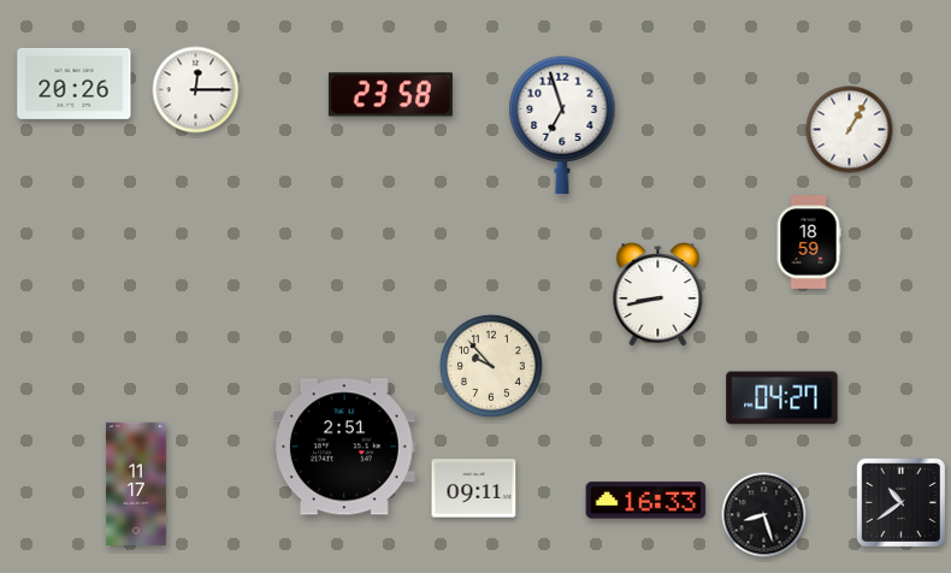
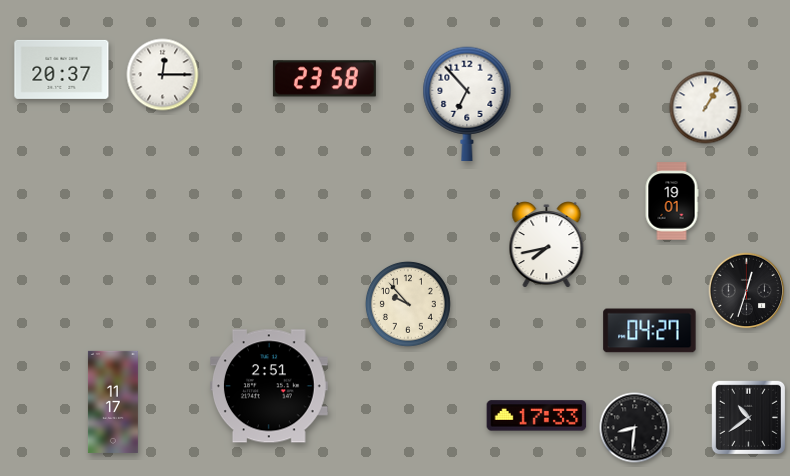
clock at (75, 83): 20:26 -> 20:37
clock at (562, 125): 6:57 -> 6:53
clock at (809, 242): 18:59 -> 19:01
clock at (658, 295): 8:43 -> 7:43
clock at (747, 291): none -> 12:33
clock at (344, 447) position: (344, 447) -> (269, 386)
clock at (474, 489): 09:11 -> none
clock at (646, 501): 16:33 -> 17:33
clock at (764, 515): 8:27 -> 8:31
